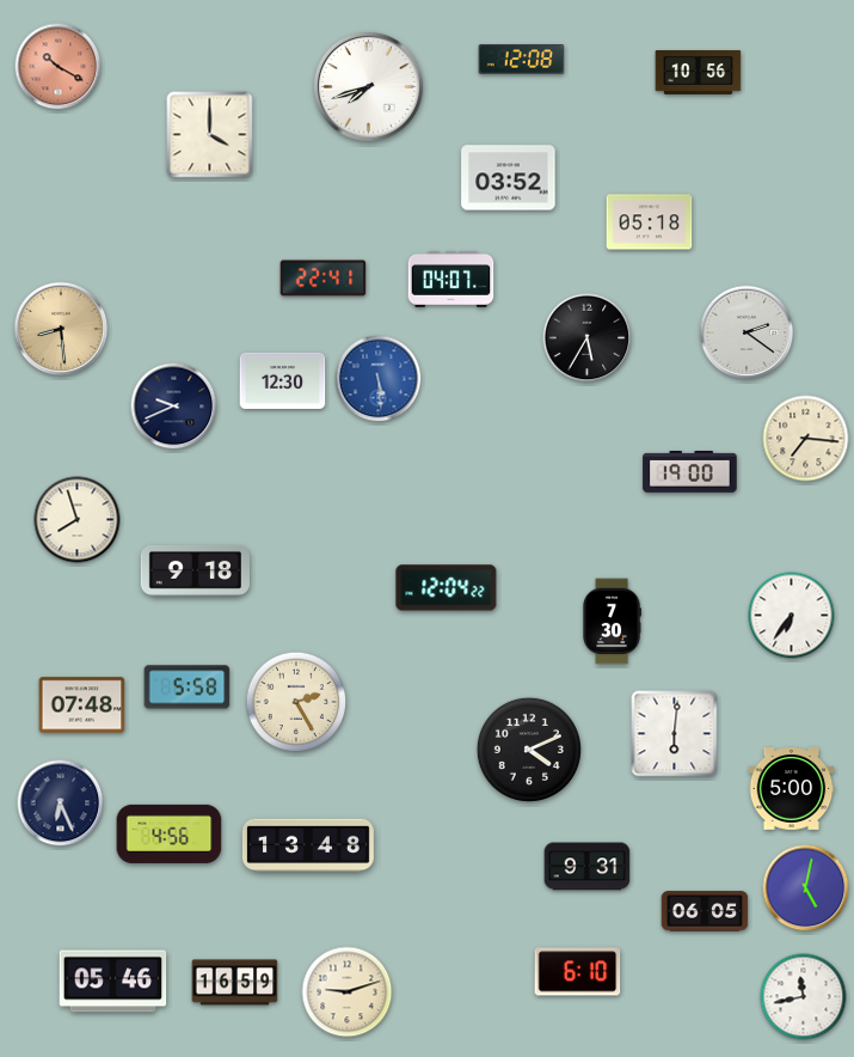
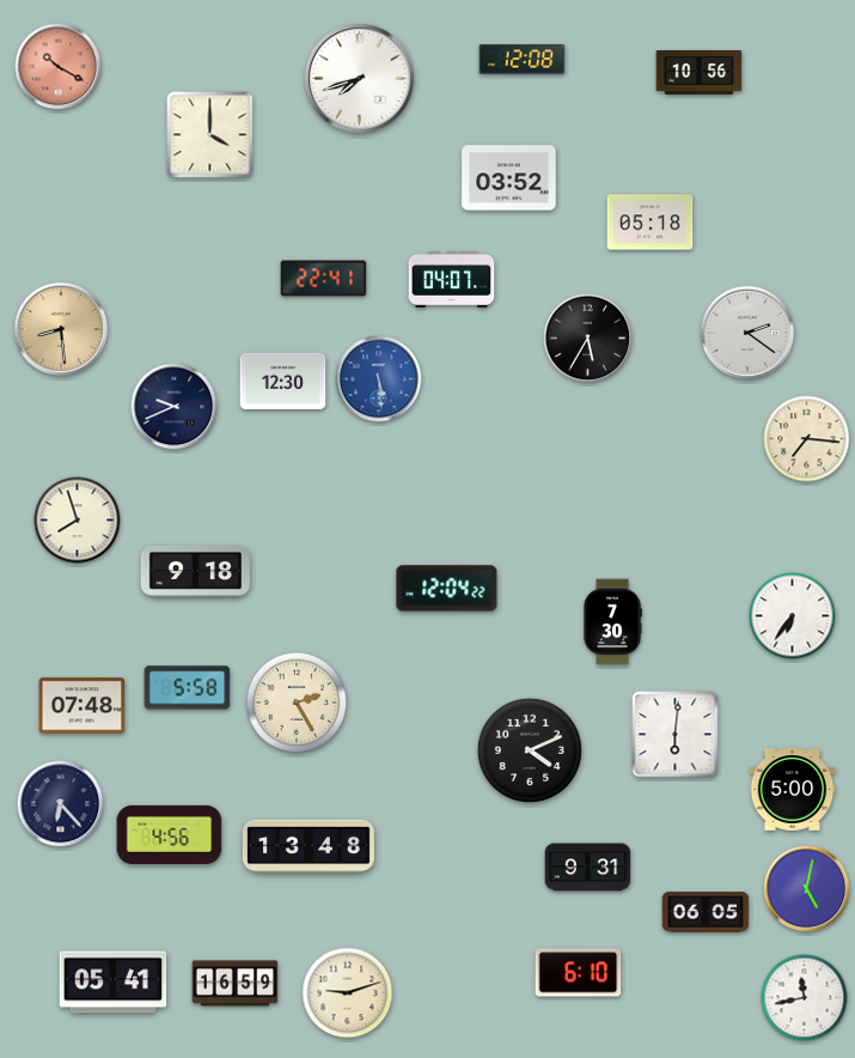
clock at (368, 86) position: (368, 86) -> (359, 78)
clock at (690, 472): 19:00 -> none
clock at (61, 804): 6:26 -> 6:23
clock at (113, 982): 05:46 -> 05:41
